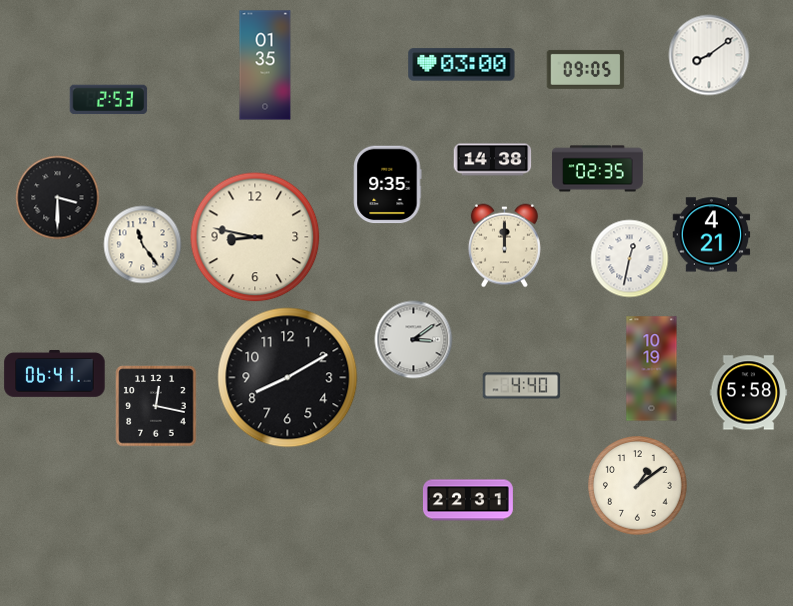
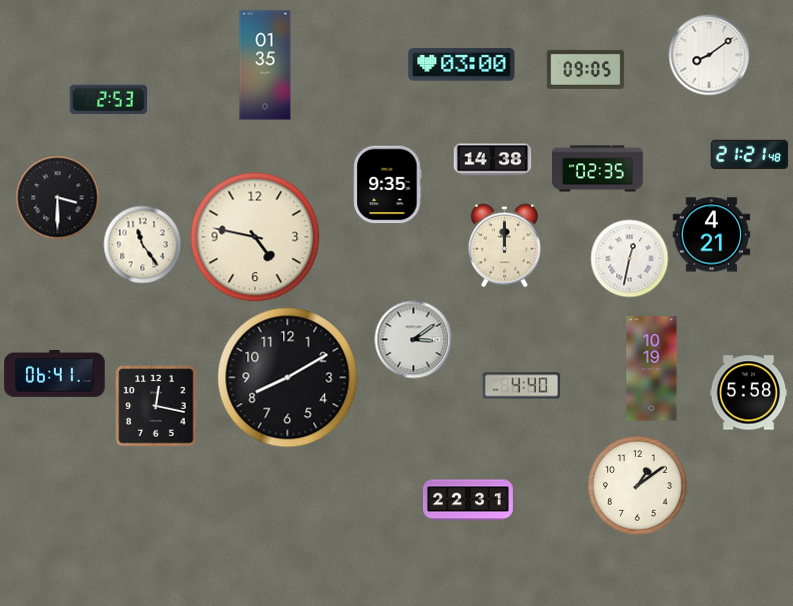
clock at (749, 155): none -> 21:21
clock at (255, 237): 8:47 -> 4:47
